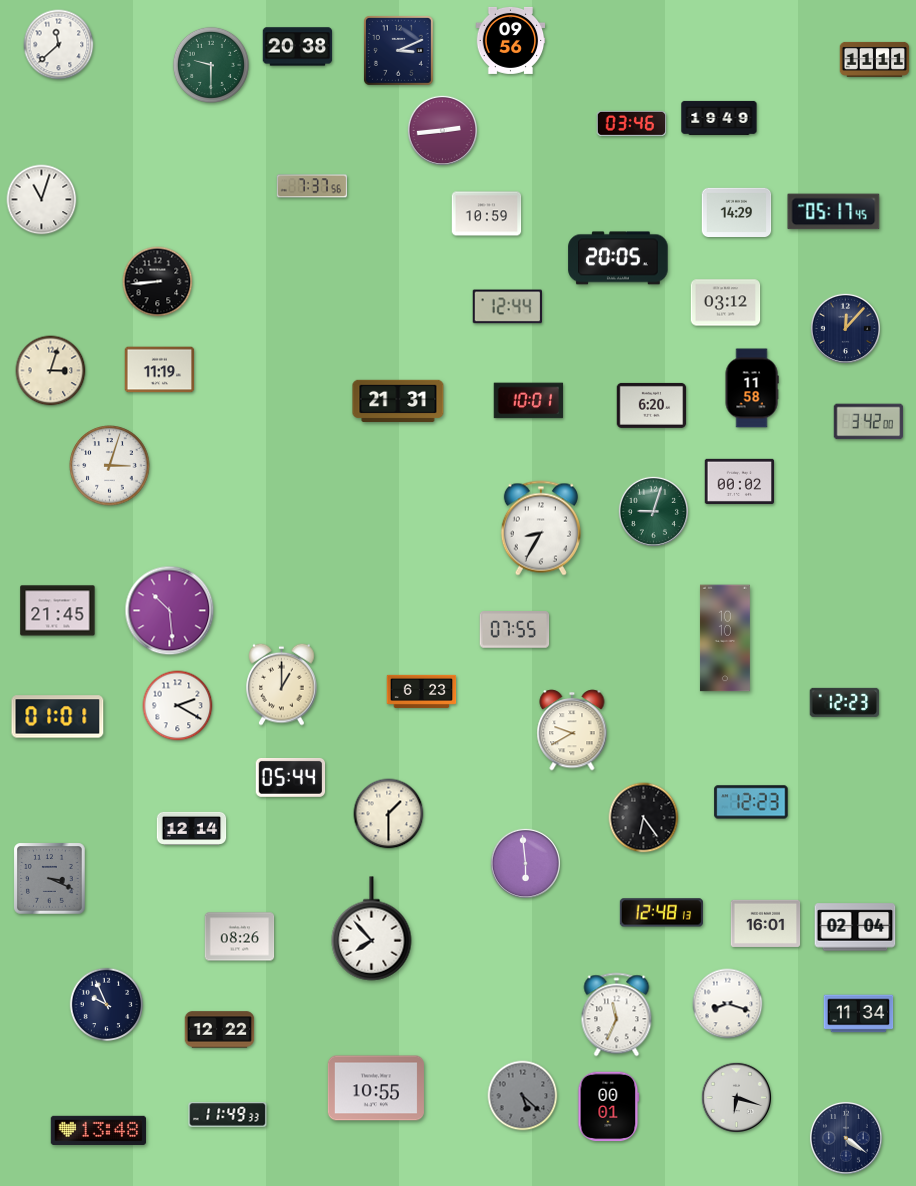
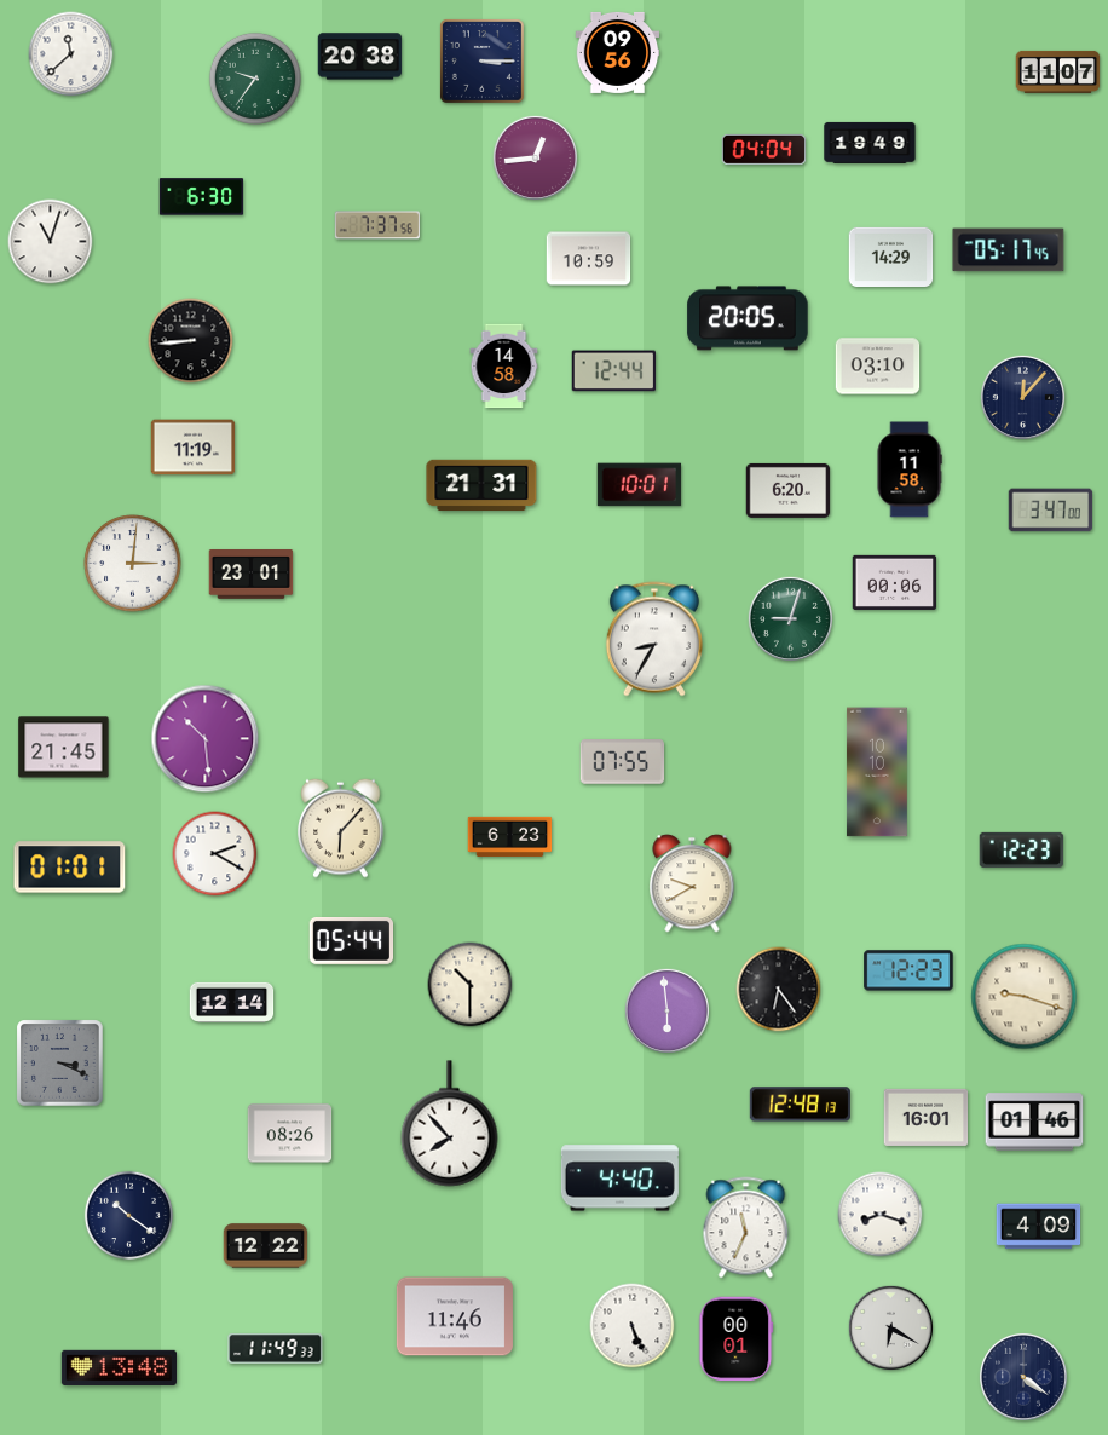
clock at (511, 40) position: (511, 40) -> (618, 52)
clock at (398, 50): 3:11 -> 3:15
clock at (875, 59): 11:11 -> 11:07
clock at (211, 65): 9:30 -> 9:36
clock at (632, 123): 03:46 -> 04:04
clock at (442, 130): 2:44 -> 12:44
clock at (202, 197): none -> 6:30
clock at (834, 212) position: (834, 212) -> (1009, 250)
clock at (618, 258) position: (618, 258) -> (748, 318)
clock at (504, 367): none -> 14:58
clock at (726, 303): 03:12 -> 03:10
clock at (51, 371): 3:03 -> none
clock at (869, 422): 3:42 -> 3:47
clock at (110, 466): 3:03 -> 3:01
clock at (252, 575): none -> 23:01
clock at (740, 481): 00:02 -> 00:06
clock at (58, 611) position: (58, 611) -> (64, 748)
clock at (282, 684): 1:00 -> 6:07
clock at (389, 814): 1:30 -> 10:30
clock at (1025, 997): none -> 9:18
clock at (525, 863) position: (525, 863) -> (666, 1010)
clock at (855, 927): 02:04 -> 01:46
clock at (619, 1178): none -> 4:40
clock at (107, 1005): 9:56 -> 10:21
clock at (859, 1014): 11:34 -> 4:09
clock at (376, 1088): 10:55 -> 11:46
clock at (523, 1096): 5:22 -> 5:26
clock at (523, 1096) dial: grey -> white
clock at (736, 1097): 6:18 -> 6:20
